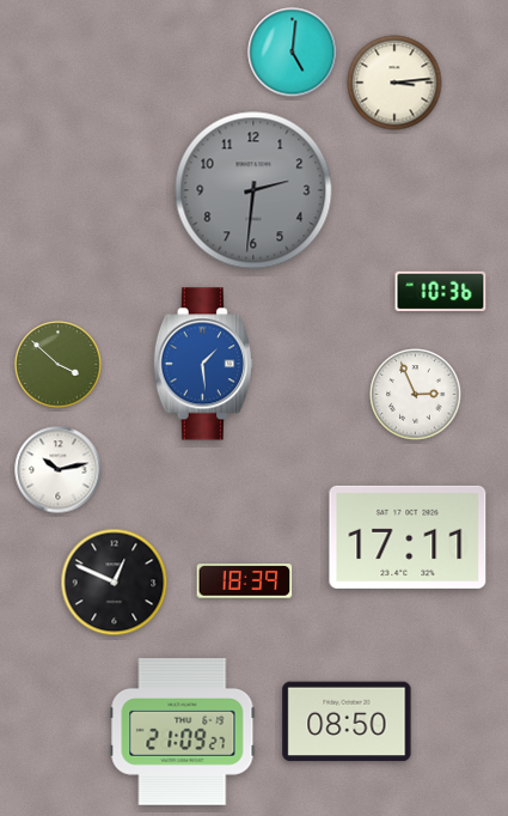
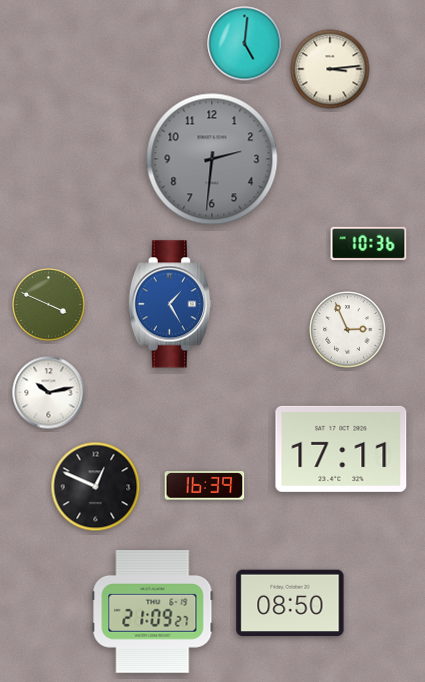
clock at (203, 364): 1:29 -> 1:25
clock at (59, 365): 3:52 -> 3:49
clock at (245, 581): 18:39 -> 16:39
